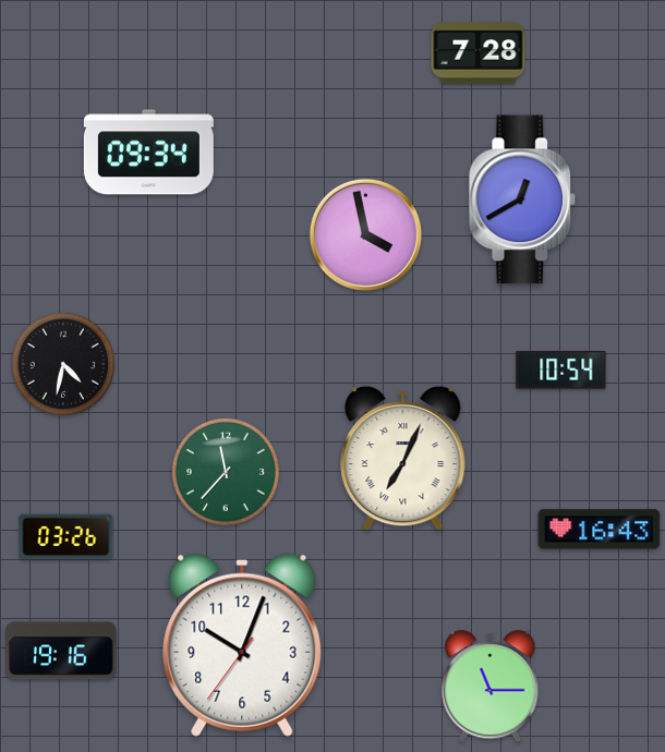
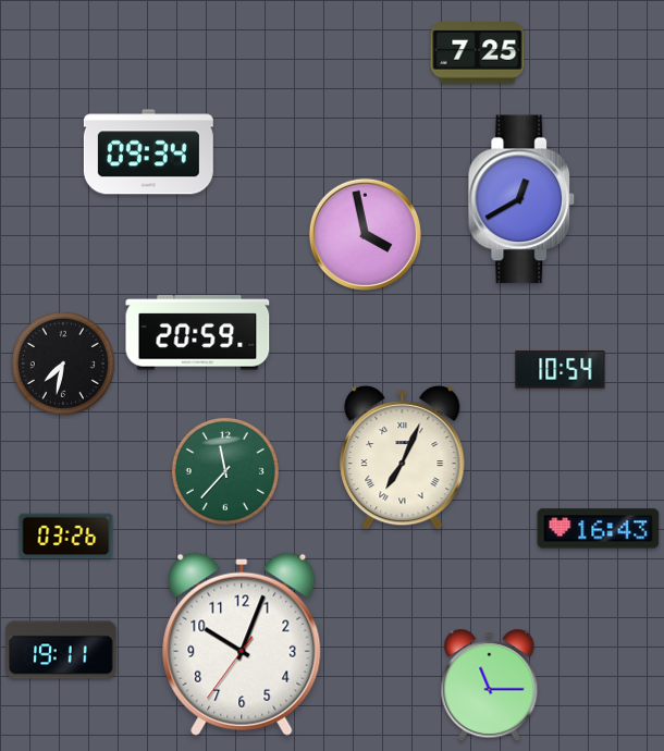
clock at (479, 53): 7:28 -> 7:25
clock at (198, 333): none -> 20:59
clock at (63, 364): 4:32 -> 7:32
clock at (61, 651): 19:16 -> 19:11
